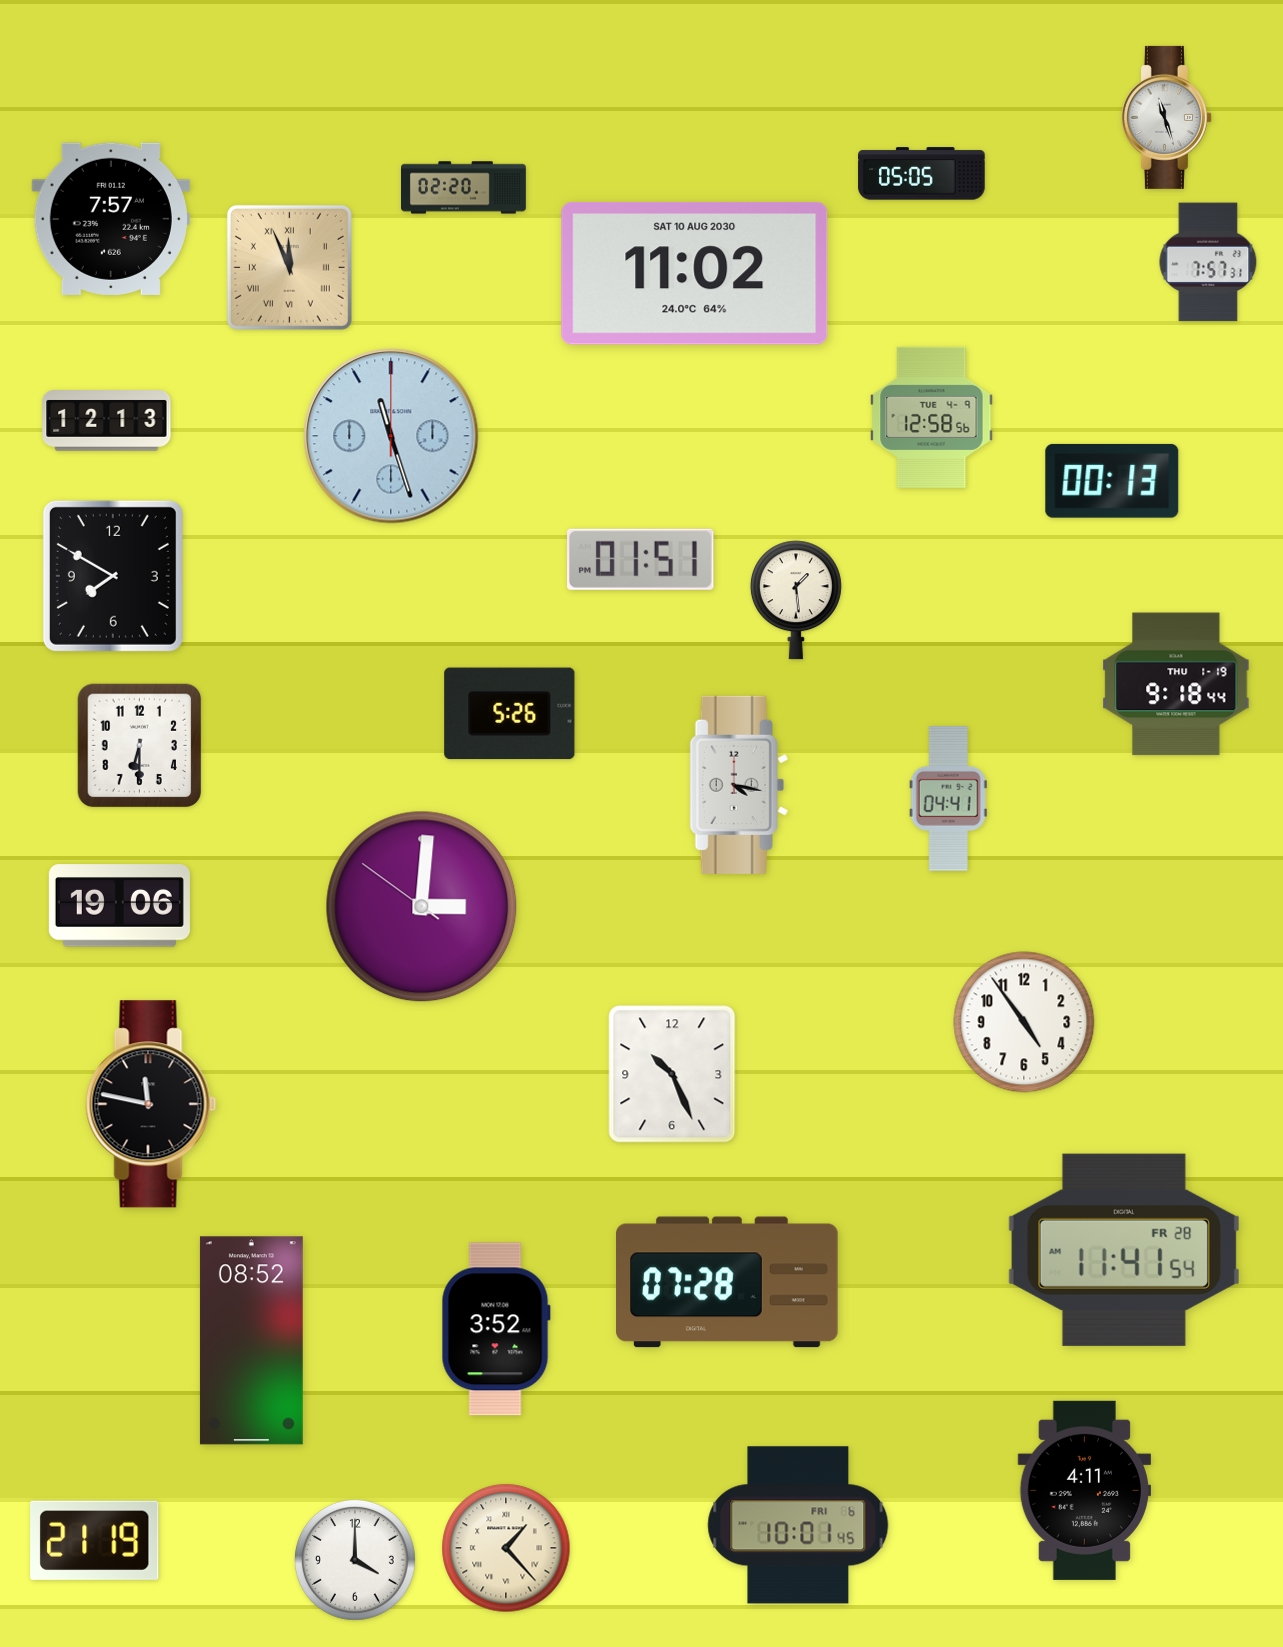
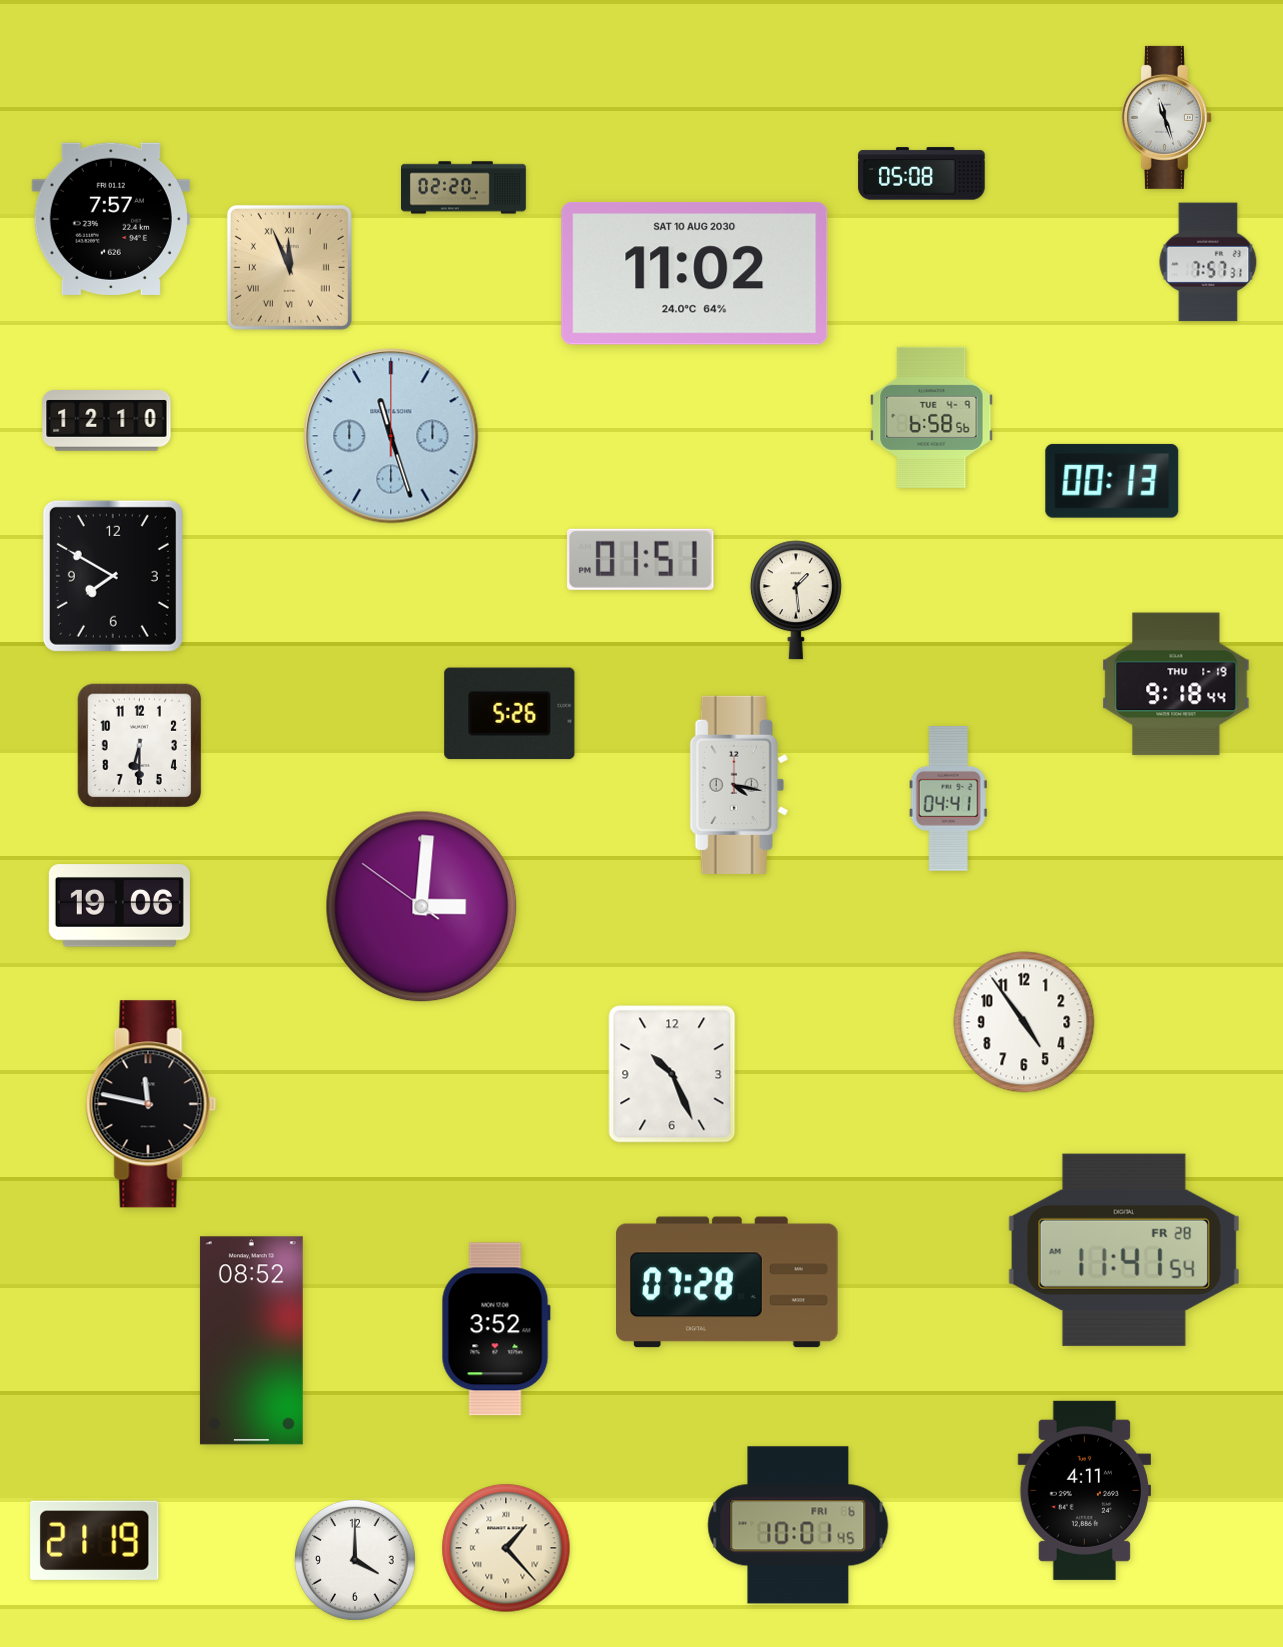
clock at (922, 174): 05:05 -> 05:08
clock at (932, 417): 12:58 -> 6:58
clock at (107, 421): 12:13 -> 12:10
